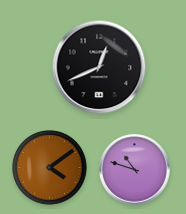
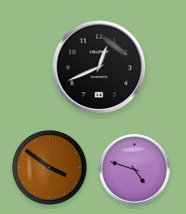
clock at (50, 168): 4:09 -> 3:51
clock at (135, 170): 10:48 -> 4:48
